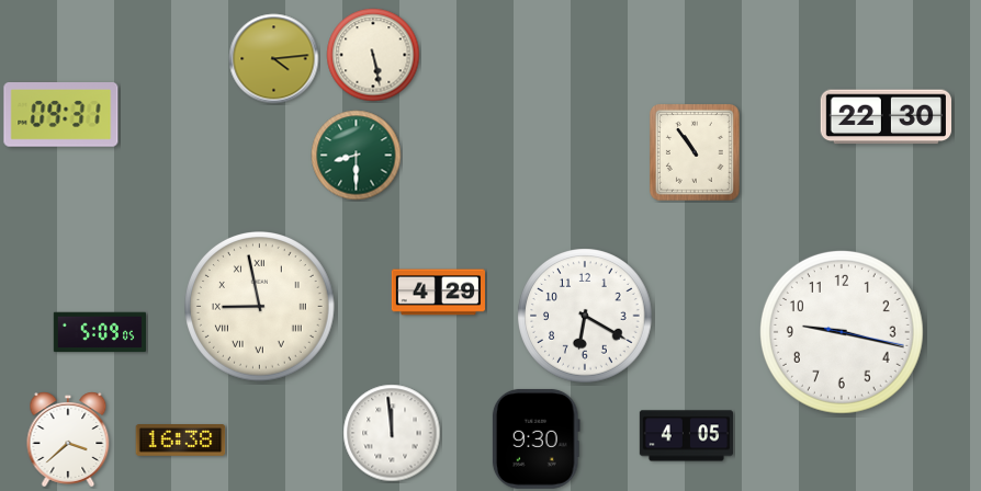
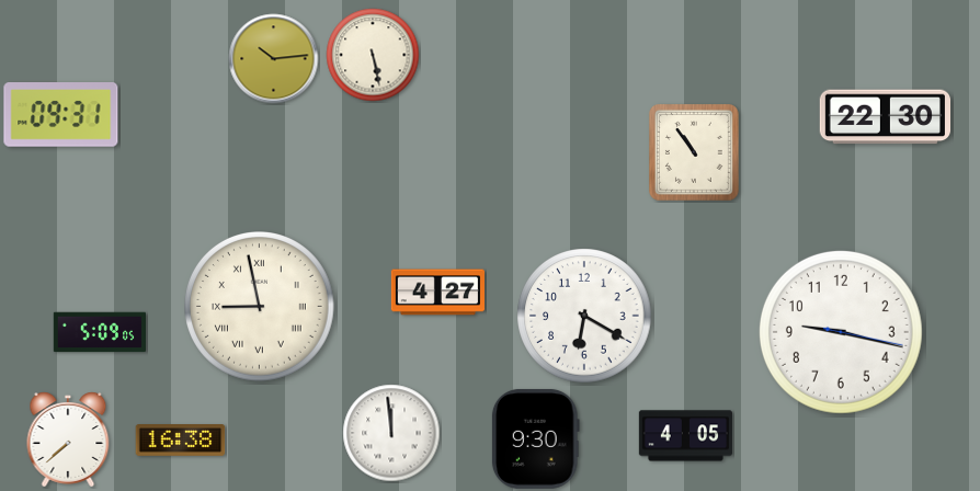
clock at (274, 59): 4:14 -> 10:14
clock at (357, 156): 8:30 -> none
clock at (438, 293): 4:29 -> 4:27
clock at (68, 439): 3:38 -> 7:38
